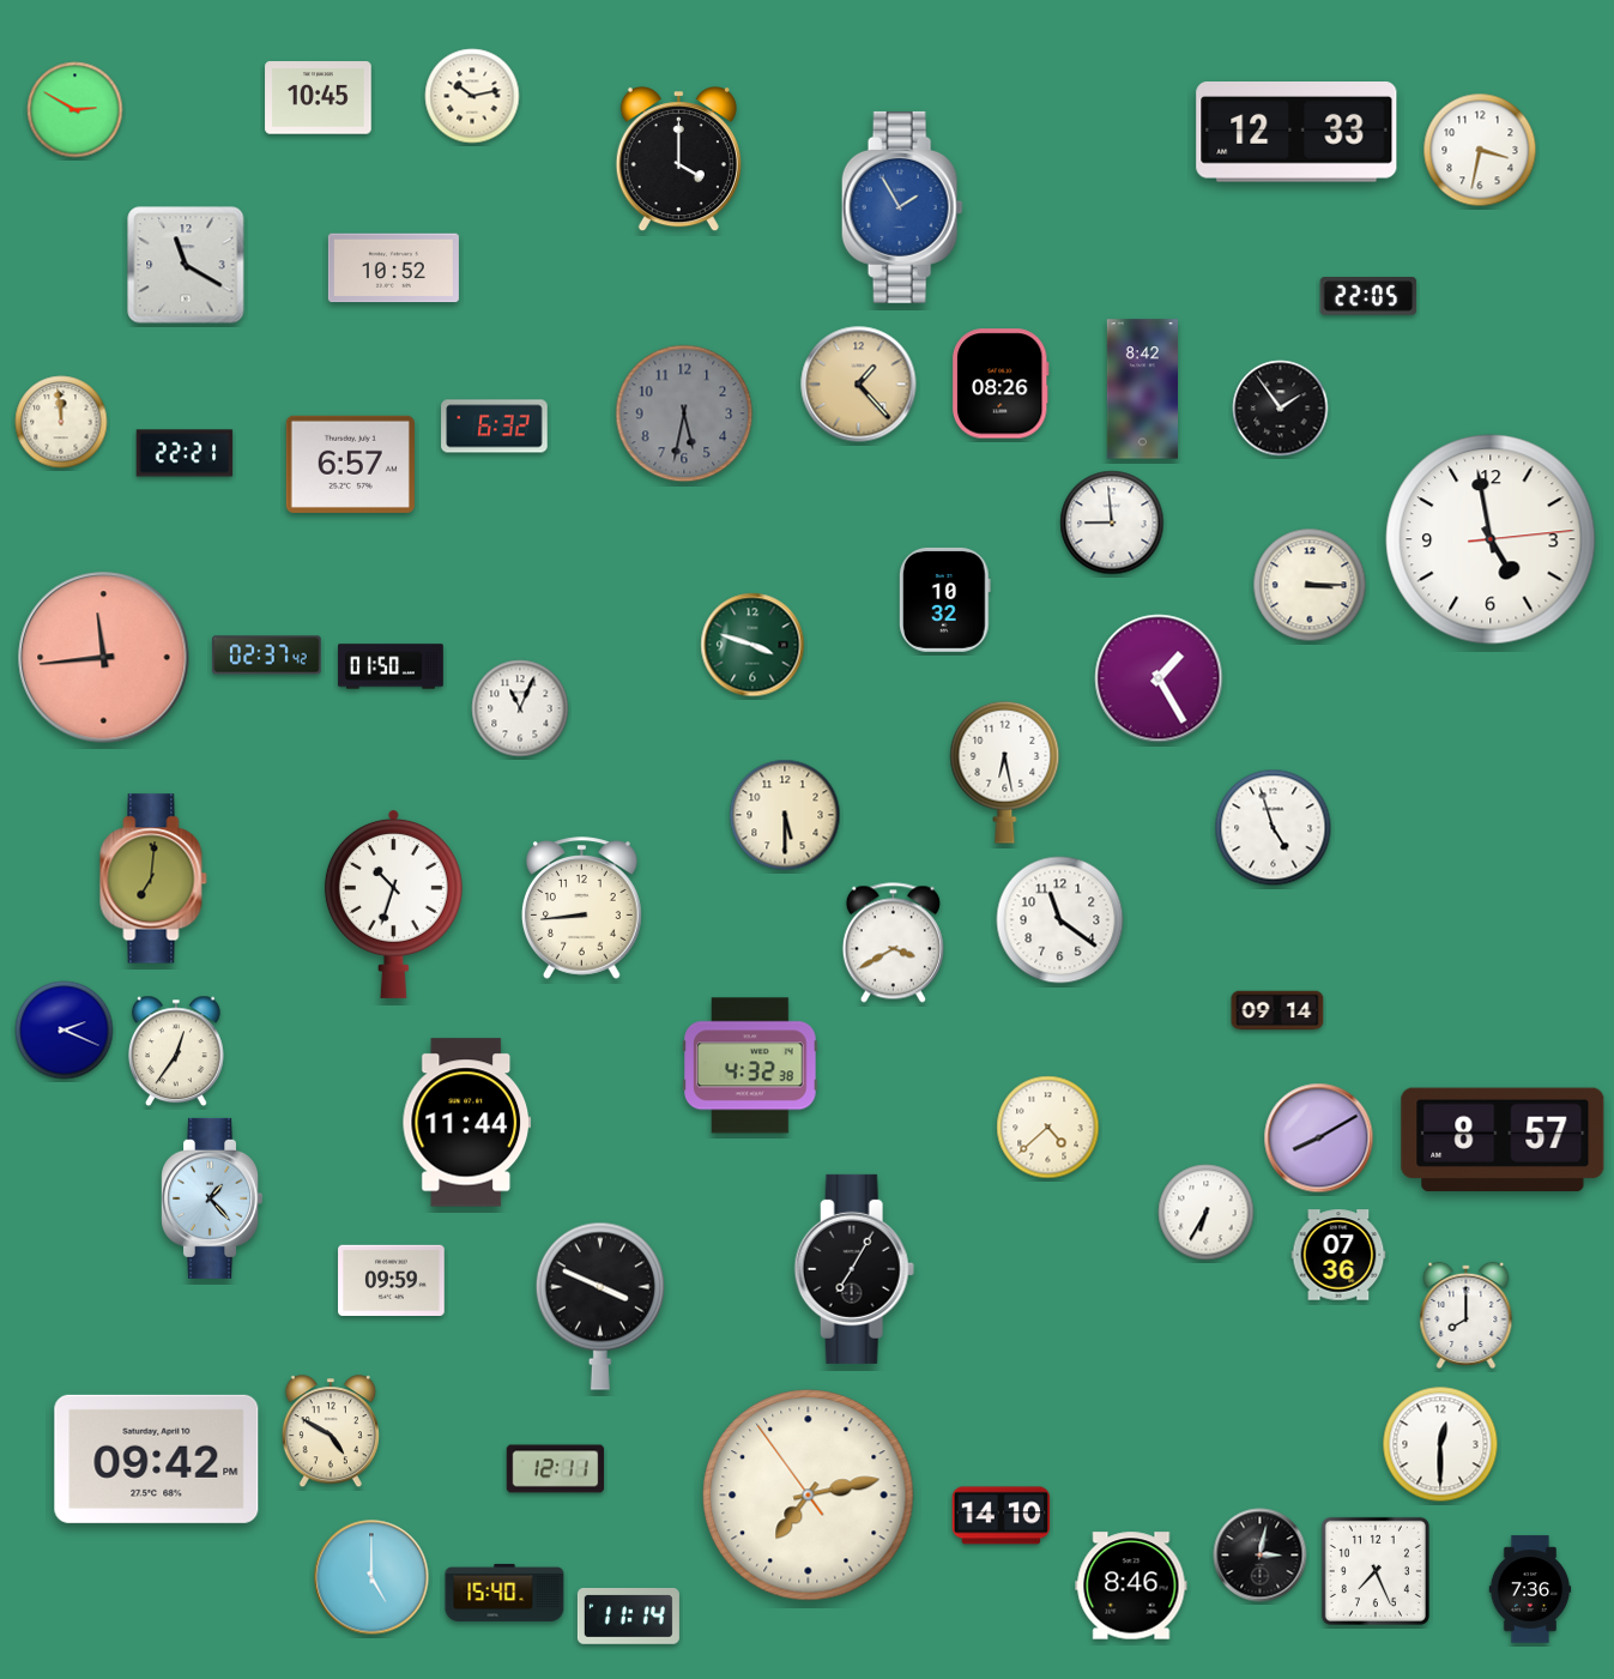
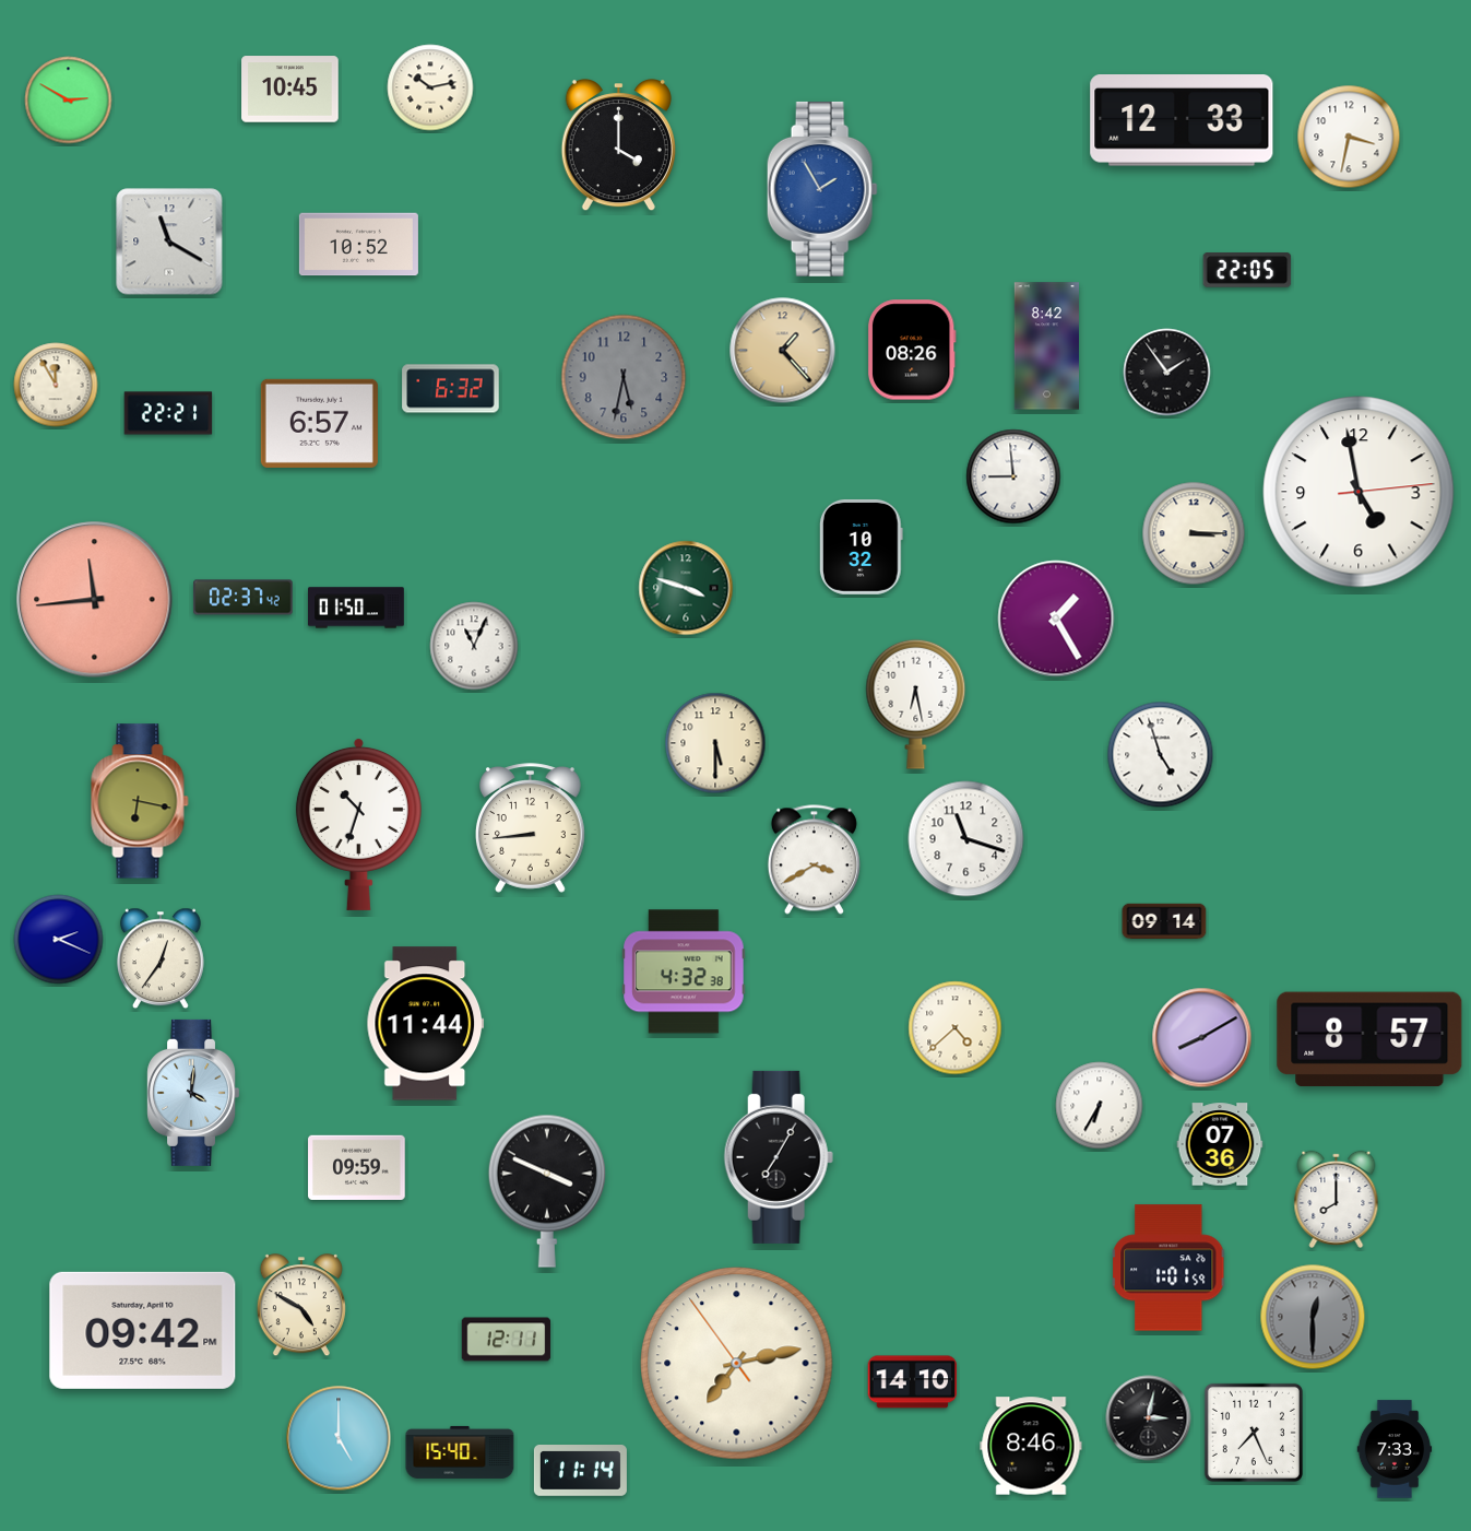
clock at (1142, 389) position: (1142, 389) -> (1046, 346)
clock at (61, 422): 11:59 -> 11:55
clock at (153, 878): 7:01 -> 6:17
clock at (1060, 920): 11:21 -> 11:18
clock at (212, 1198): 1:23 -> 4:01
clock at (1170, 1268): none -> 1:01
clock at (1440, 1444) dial: white -> grey
clock at (1530, 1589): 7:36 -> 7:33
clock at (628, 1617) position: (628, 1617) -> (580, 1471)
